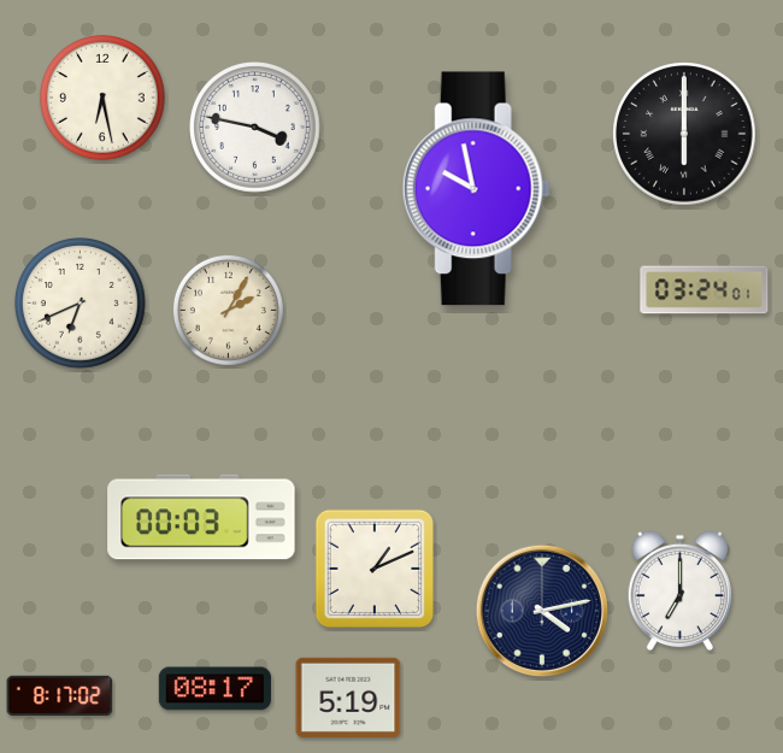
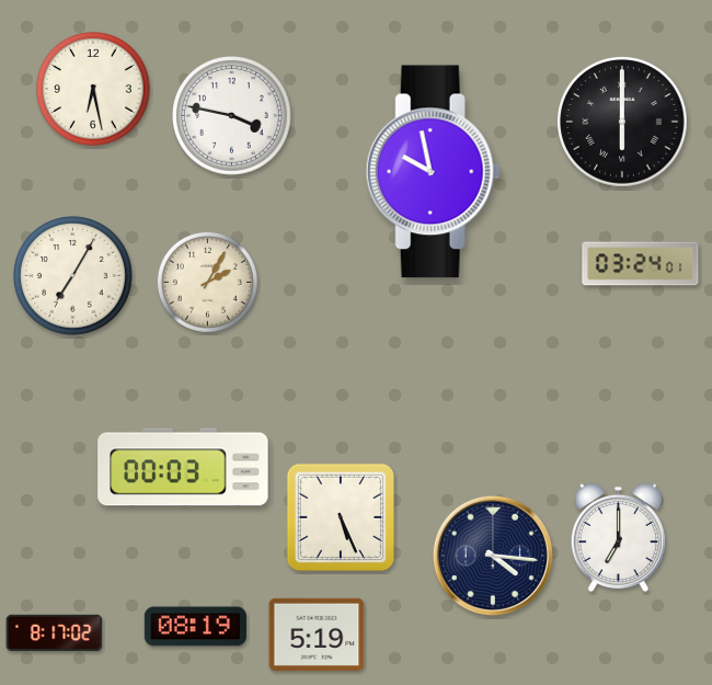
clock at (81, 304): 6:41 -> 7:05
clock at (201, 517) position: (201, 517) -> (183, 467)
clock at (373, 567): 1:11 -> 5:26
clock at (542, 611): 4:13 -> 4:16
clock at (214, 689): 08:17 -> 08:19
